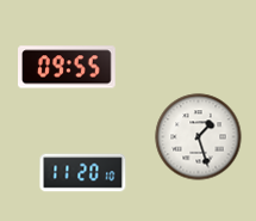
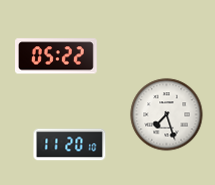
clock at (68, 67): 09:55 -> 05:22
clock at (199, 137): 1:27 -> 7:27
